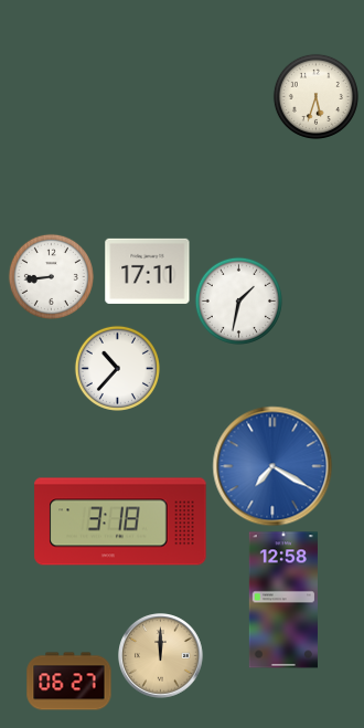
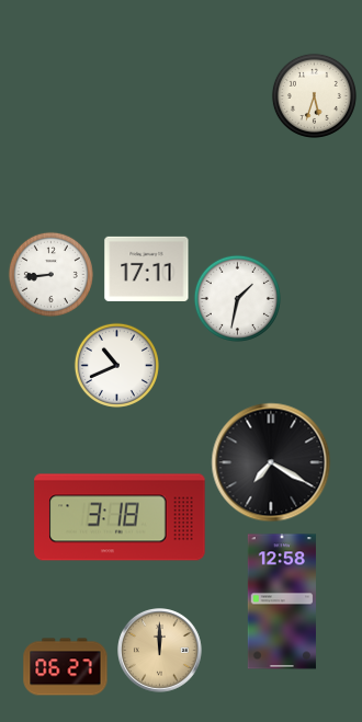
clock at (117, 368): 10:37 -> 10:41
clock at (272, 466) dial: blue -> black
clock at (283, 600) position: (283, 600) -> (282, 601)
clock at (69, 682) position: (69, 682) -> (66, 667)
